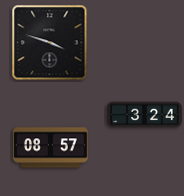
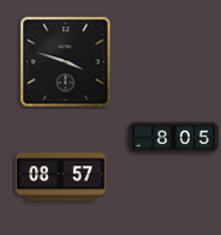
clock at (50, 43) position: (50, 43) -> (66, 62)
clock at (145, 115): 3:24 -> 8:05
